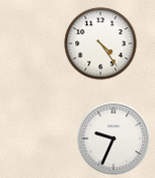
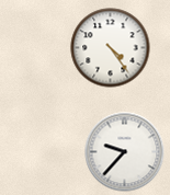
clock at (114, 139): 9:34 -> 9:37
